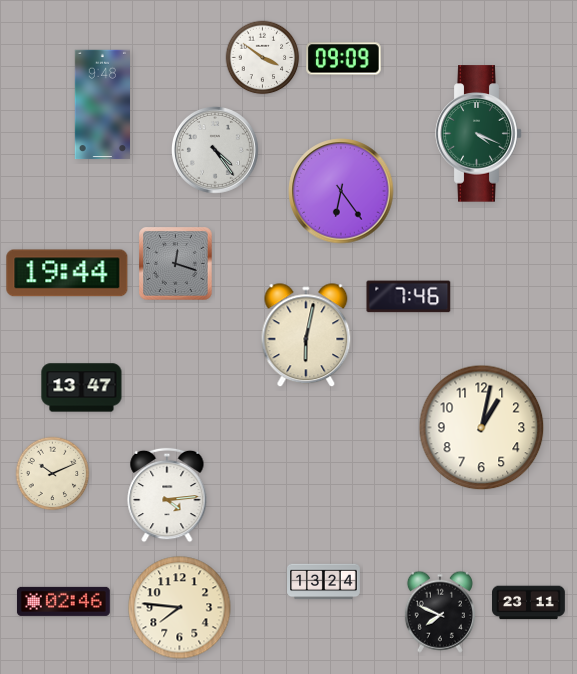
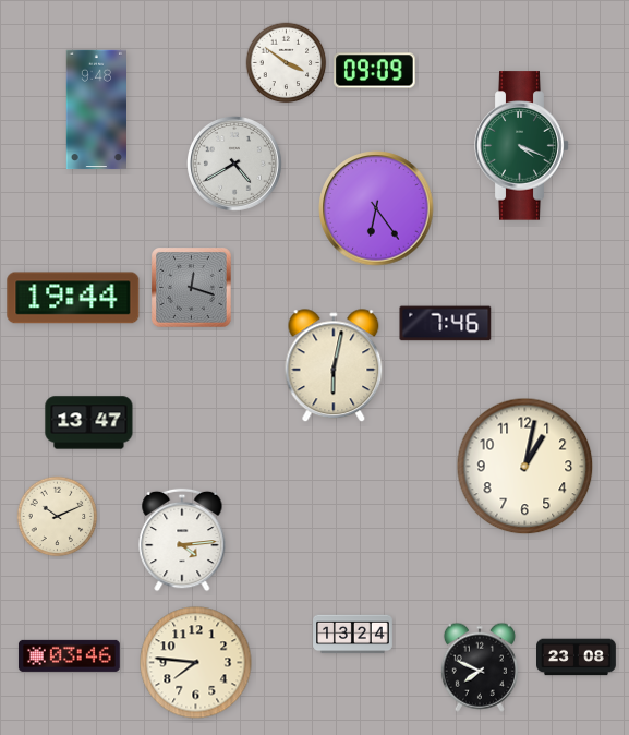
clock at (344, 59) position: (344, 59) -> (375, 71)
clock at (102, 105) position: (102, 105) -> (96, 110)
clock at (216, 151): 4:24 -> 4:40
clock at (341, 191) position: (341, 191) -> (376, 208)
clock at (63, 601): 02:46 -> 03:46
clock at (529, 603): 23:11 -> 23:08
